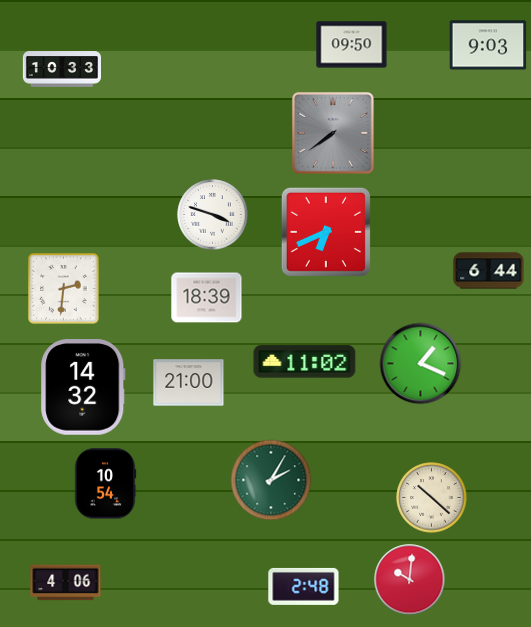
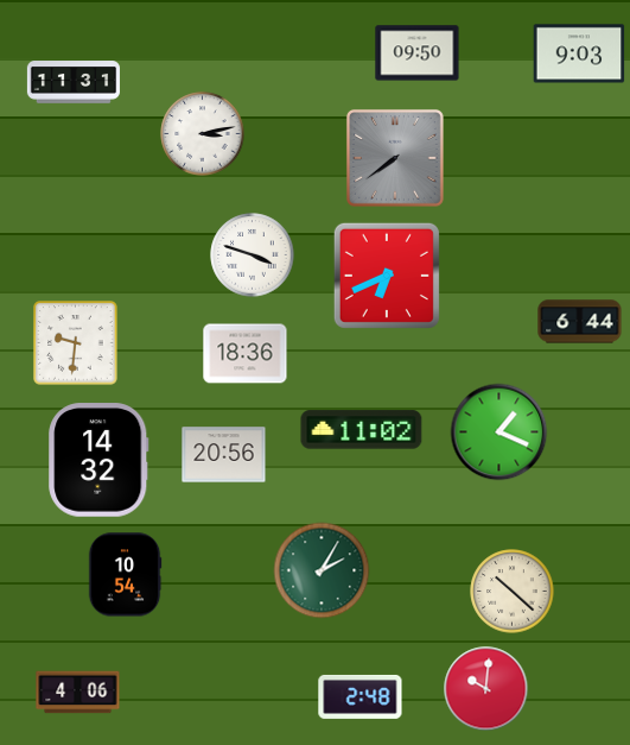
clock at (61, 69): 10:33 -> 11:31
clock at (203, 134): none -> 3:13
clock at (64, 289): 2:31 -> 9:31
clock at (207, 298): 18:39 -> 18:36
clock at (189, 383): 21:00 -> 20:56
